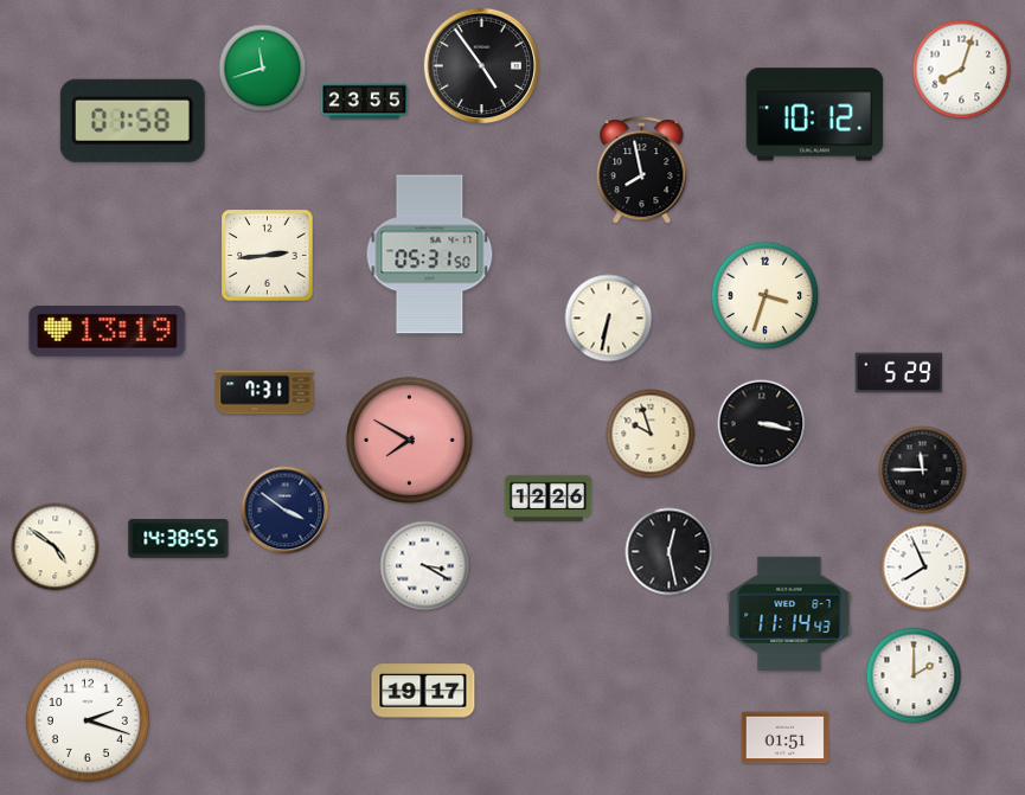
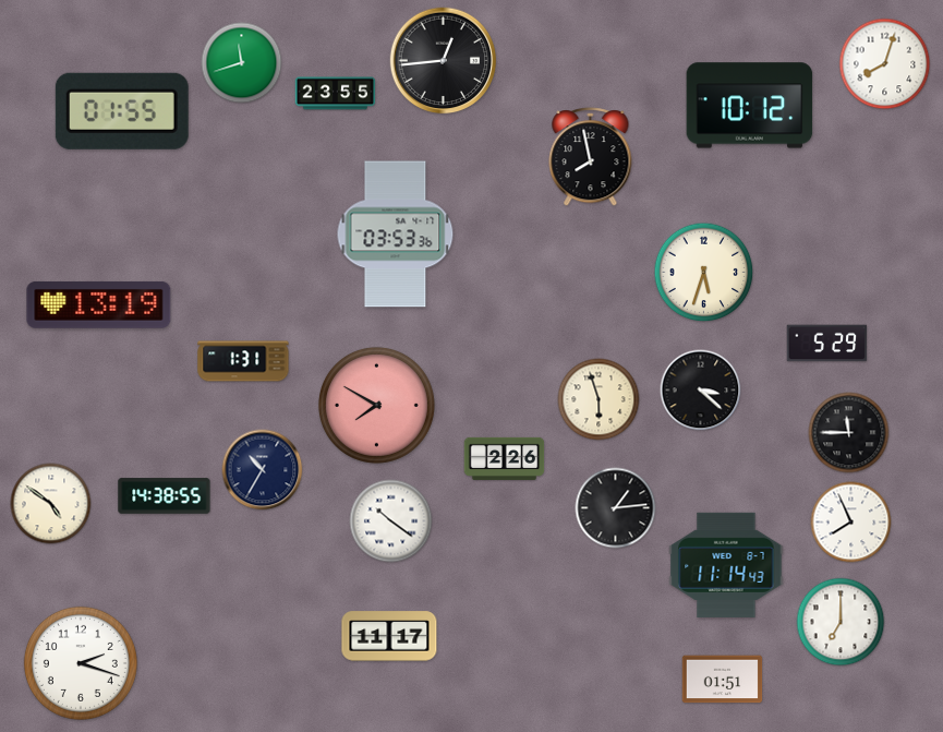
clock at (482, 66): 4:54 -> 12:44
clock at (133, 121): 01:58 -> 01:55
clock at (430, 255): 05:31 -> 03:53
clock at (268, 256): 2:44 -> none
clock at (765, 296): 3:33 -> 5:33
clock at (609, 319): 6:32 -> none
clock at (264, 392): 7:31 -> 1:31
clock at (762, 424): 3:17 -> 3:22
clock at (651, 434): 9:57 -> 5:57
clock at (549, 498): 12:26 -> 2:26
clock at (286, 511): 3:51 -> 10:35
clock at (670, 552): 12:28 -> 1:14
clock at (425, 566): 3:20 -> 10:21
clock at (914, 675): 2:00 -> 7:00
clock at (423, 691): 19:17 -> 11:17
